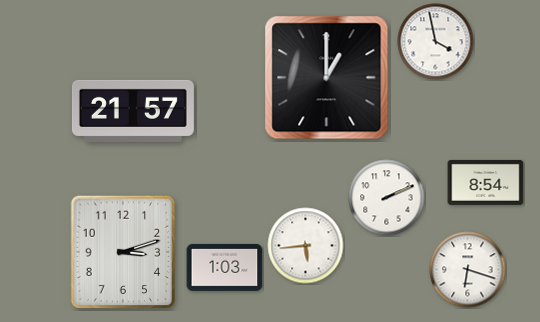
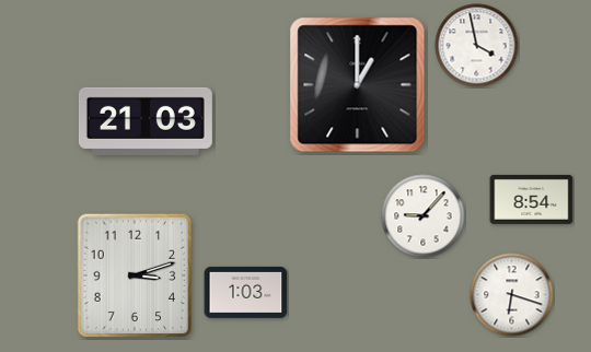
clock at (133, 111): 21:57 -> 21:03
clock at (387, 198): 2:11 -> 9:07
clock at (306, 246): 5:44 -> none
